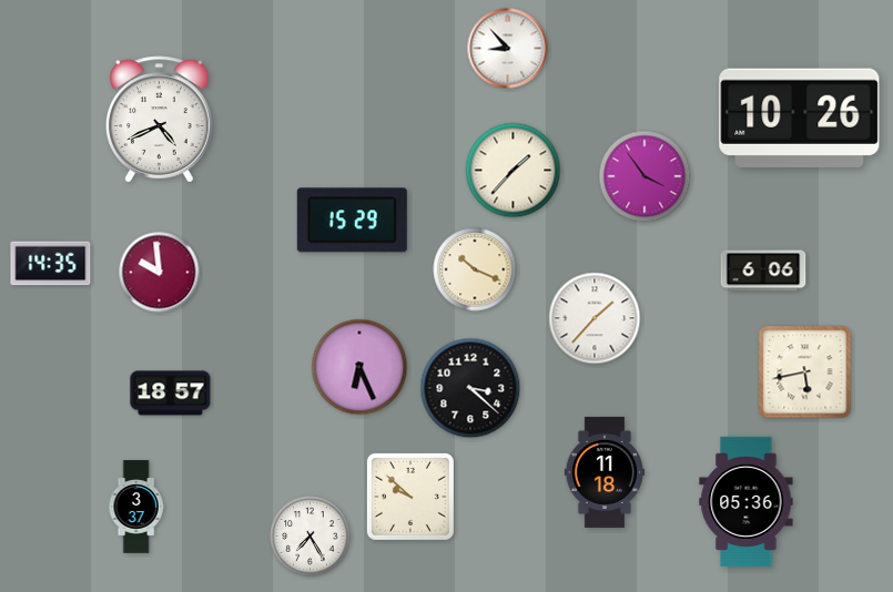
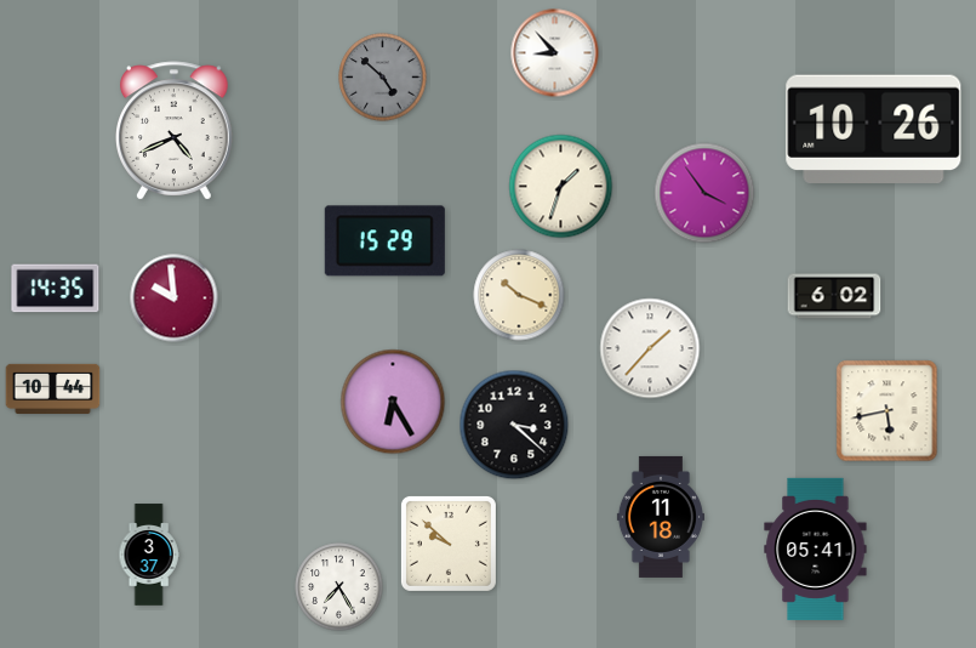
clock at (383, 78): none -> 4:52
clock at (514, 171): 1:37 -> 1:33
clock at (763, 271): 6:06 -> 6:02
clock at (53, 388): none -> 10:44
clock at (359, 367): 6:26 -> 6:25
clock at (805, 372) position: (805, 372) -> (887, 411)
clock at (171, 394): 18:57 -> none
clock at (747, 501): 05:36 -> 05:41
